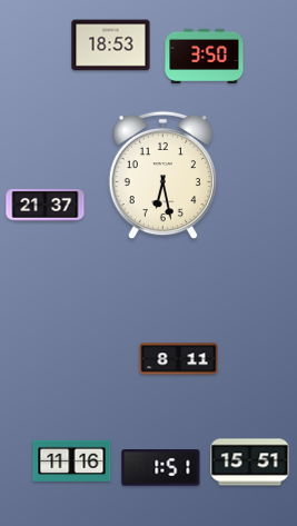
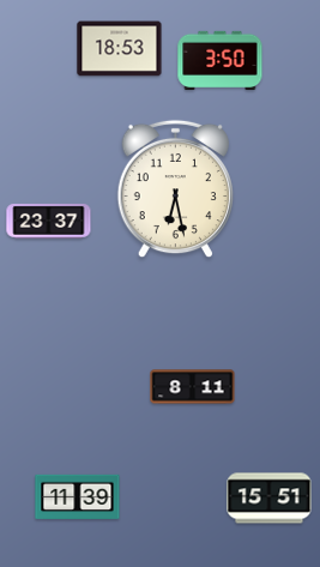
clock at (46, 205): 21:37 -> 23:37
clock at (72, 462): 11:16 -> 11:39
clock at (161, 468): 1:51 -> none
